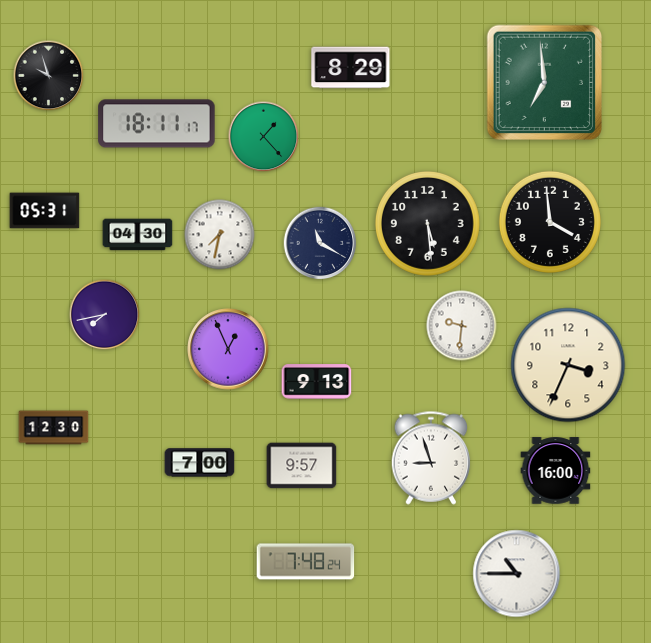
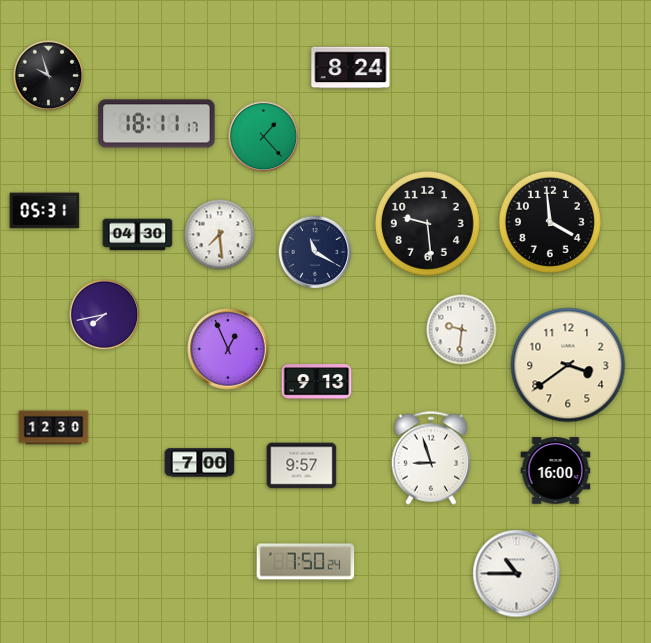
clock at (351, 68): 8:29 -> 8:24
clock at (545, 83): 6:59 -> none
clock at (427, 223): 5:29 -> 9:29
clock at (220, 235): 7:32 -> 7:29
clock at (320, 243) position: (320, 243) -> (315, 252)
clock at (462, 326) position: (462, 326) -> (462, 330)
clock at (568, 365): 3:34 -> 3:39
clock at (306, 562): 7:48 -> 7:50
